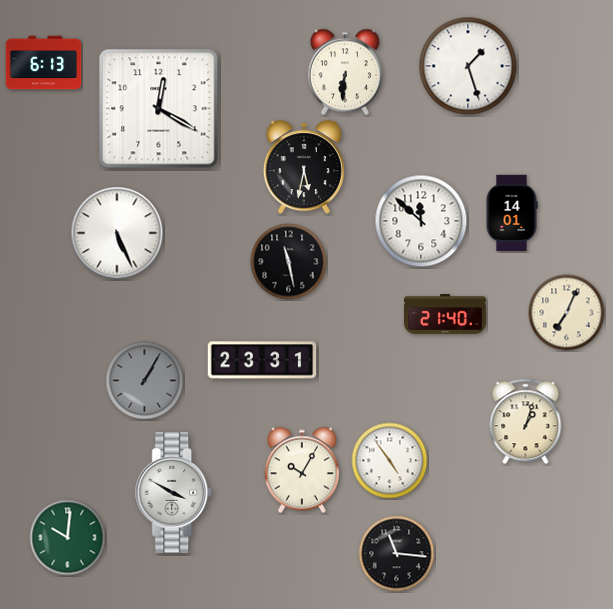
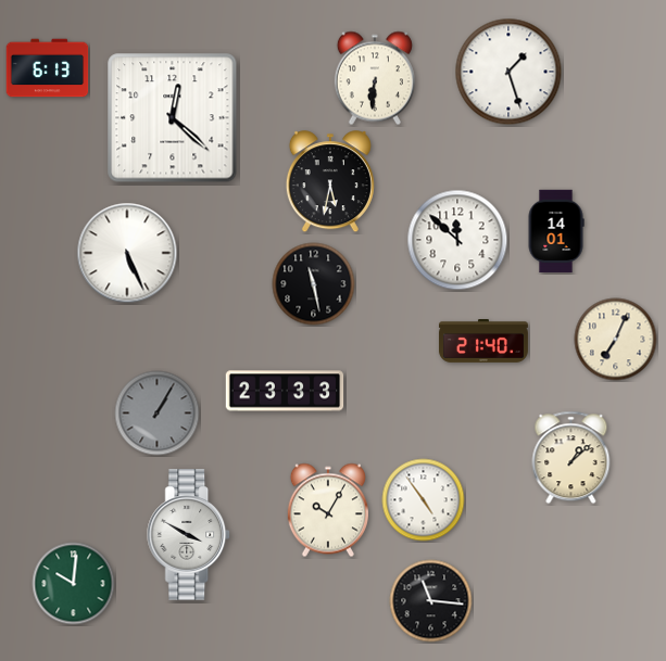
clock at (159, 109): 12:20 -> 12:22
clock at (262, 360): 23:31 -> 23:33
clock at (526, 422): 1:03 -> 1:08
